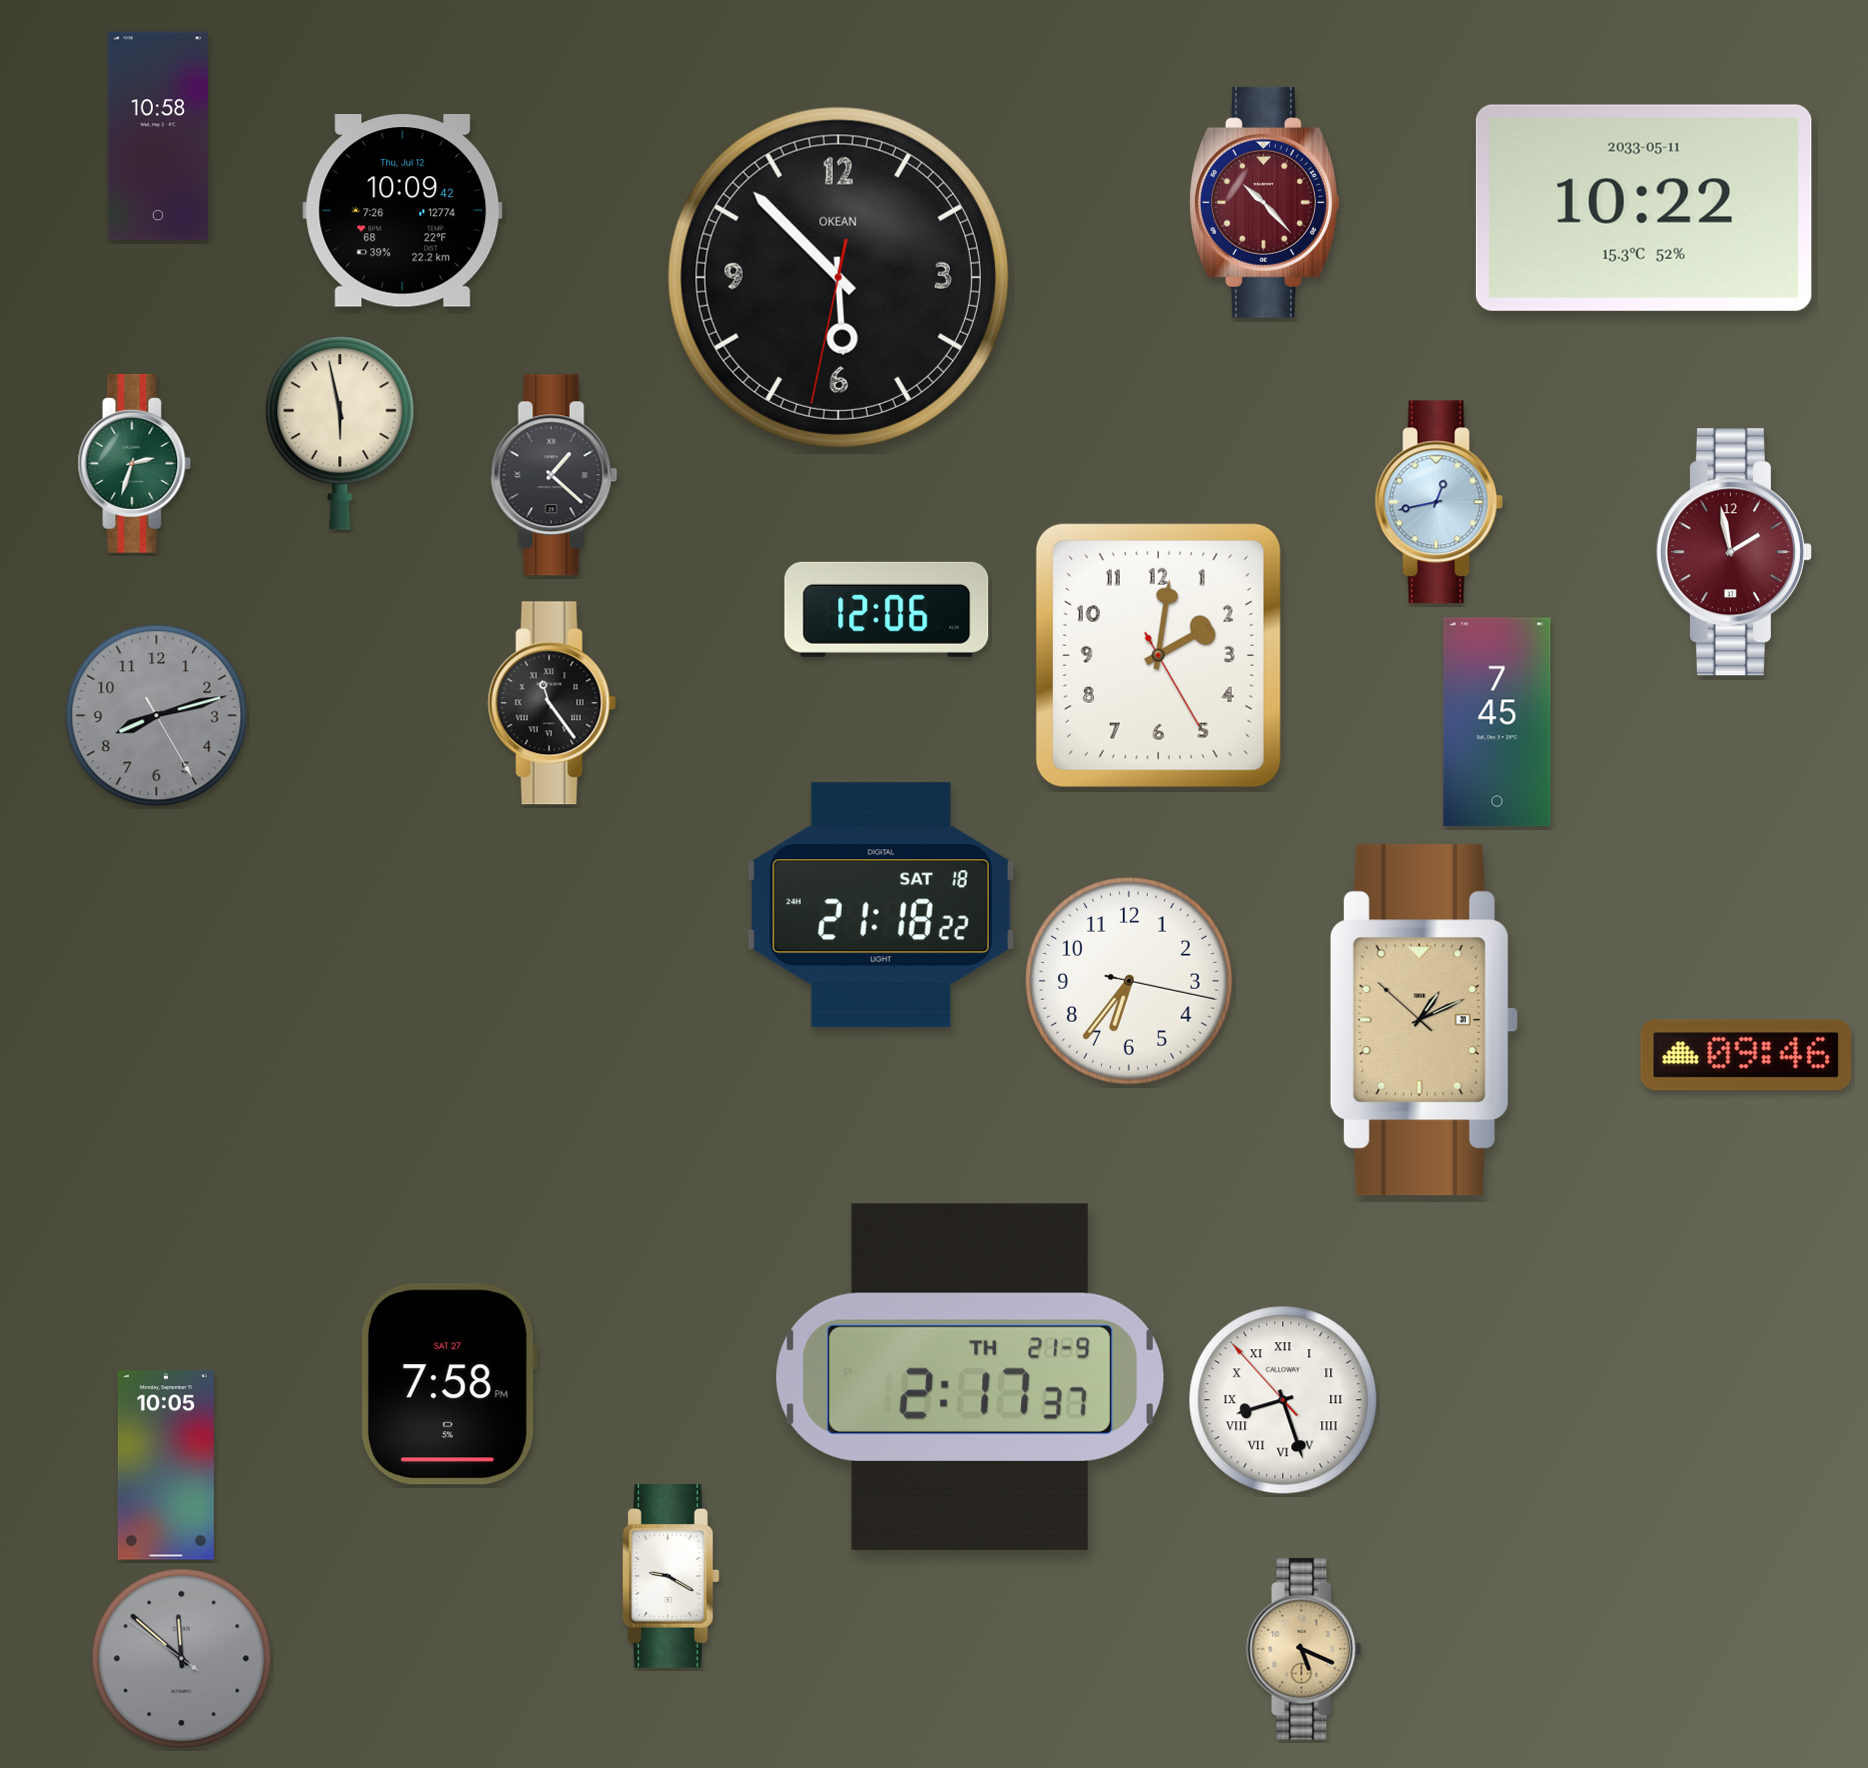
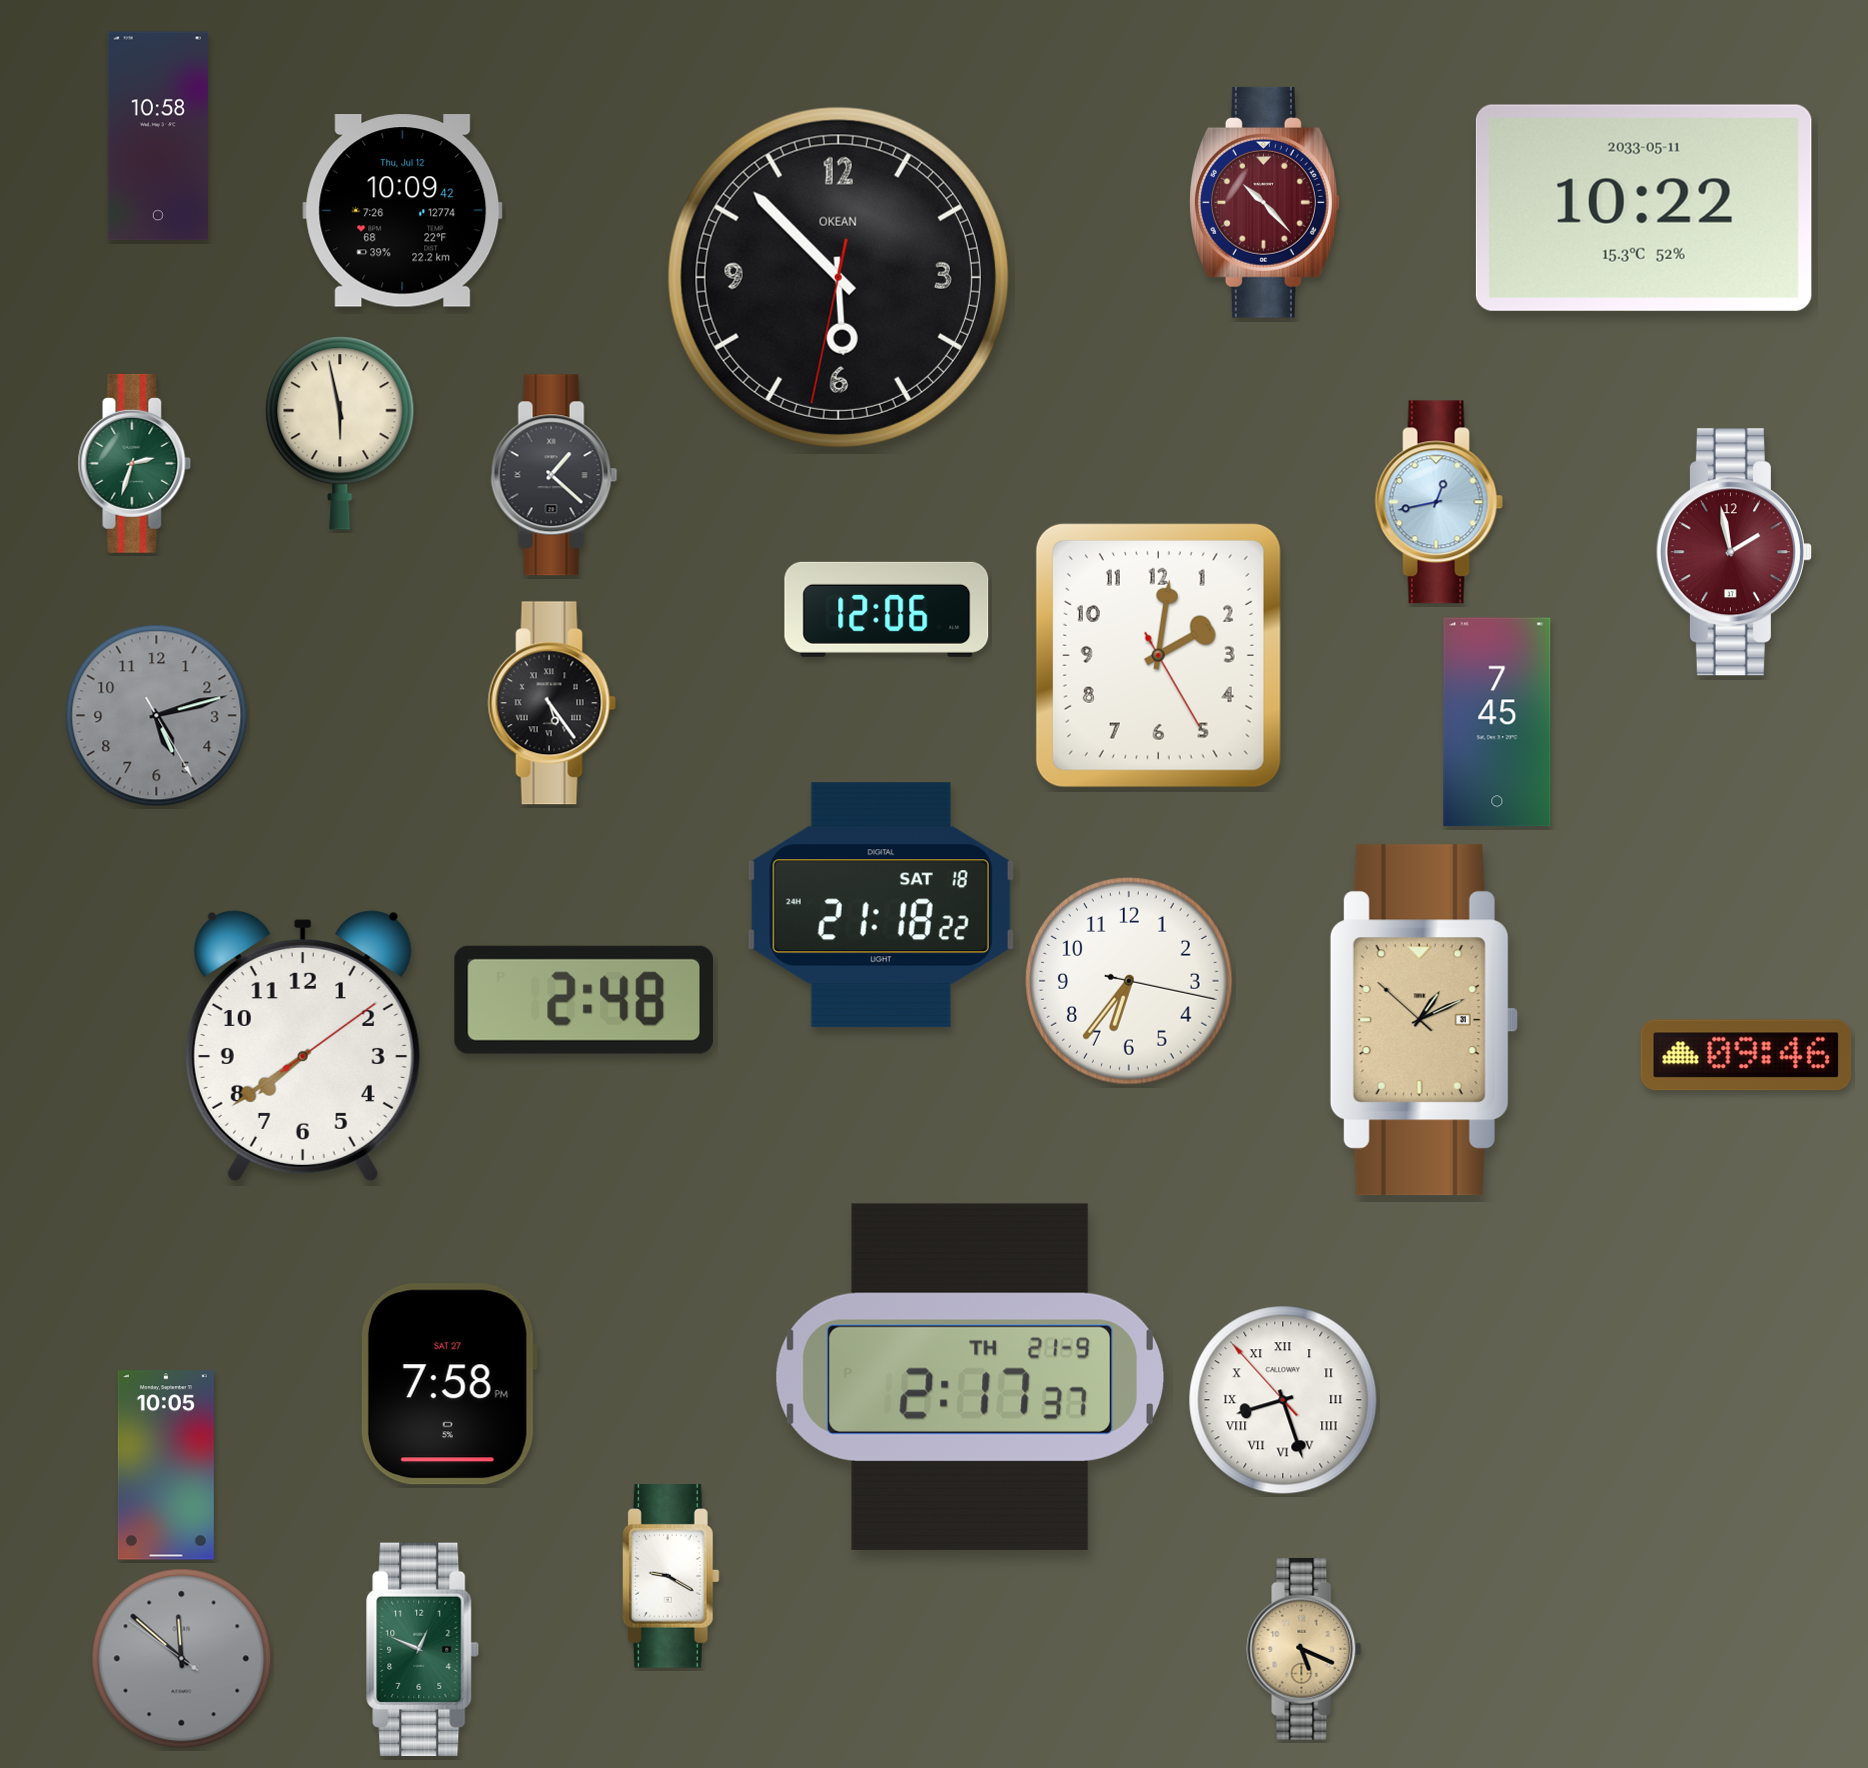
clock at (552, 703): 11:24 -> 5:24
clock at (157, 716): 8:12 -> 5:12
clock at (584, 1000): none -> 2:48
clock at (303, 1046): none -> 7:39
clock at (423, 1649): none -> 12:49
